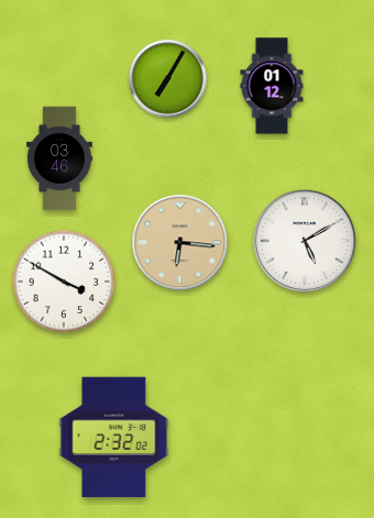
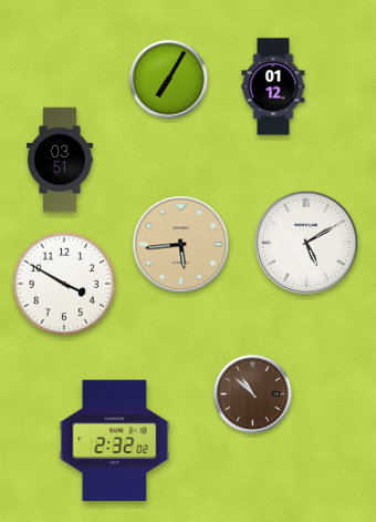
clock at (61, 158): 03:46 -> 03:51
clock at (180, 243): 6:16 -> 5:44
clock at (253, 395): none -> 10:52
